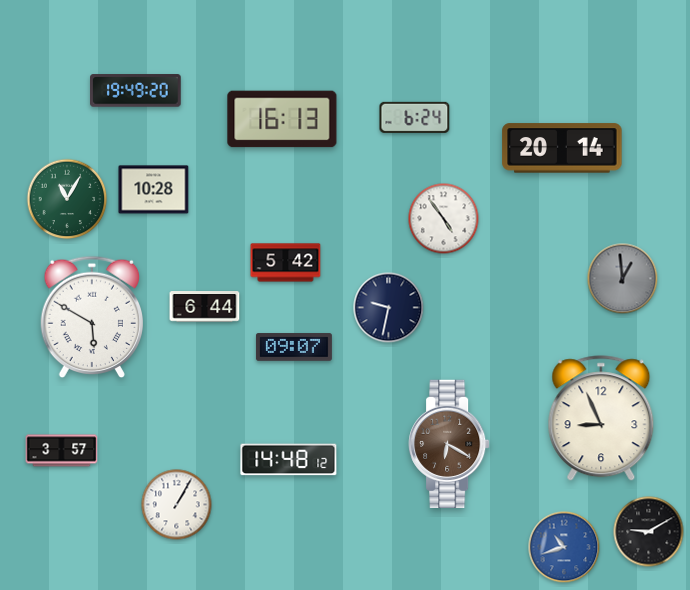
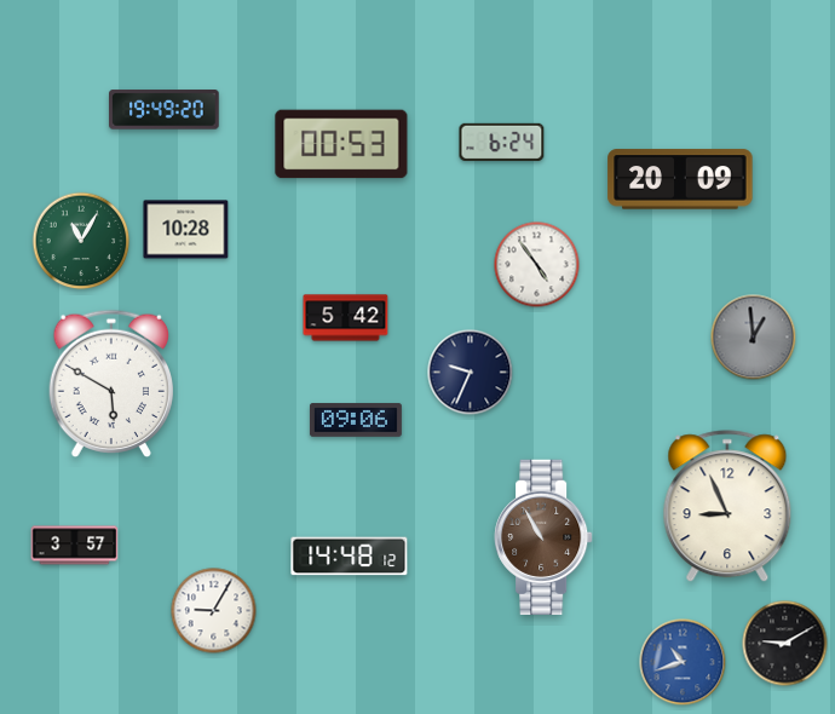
clock at (282, 119): 16:13 -> 00:53
clock at (562, 148): 20:14 -> 20:09
clock at (205, 307): 6:44 -> none
clock at (389, 308): 9:32 -> 9:34
clock at (294, 347): 09:07 -> 09:06
clock at (449, 443): 6:20 -> 10:55
clock at (177, 505): 1:05 -> 9:05
